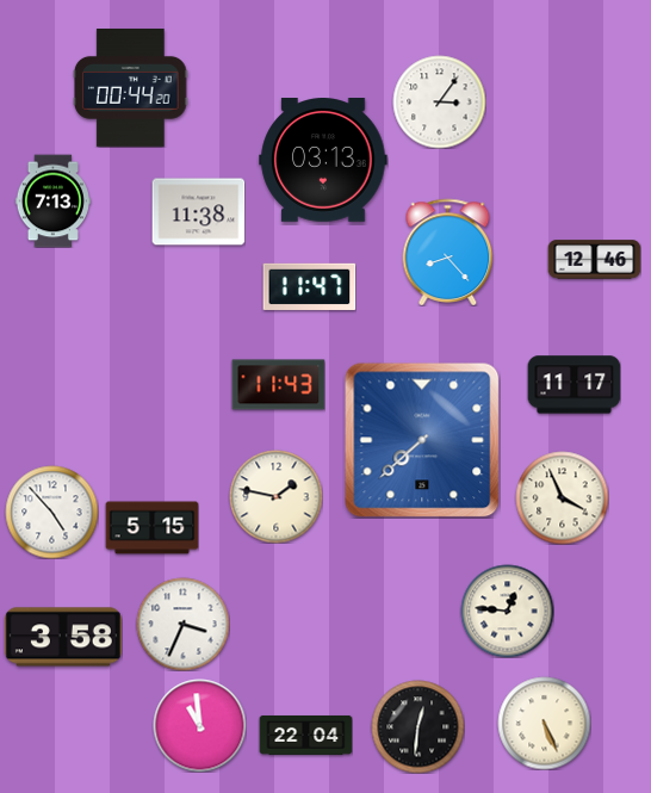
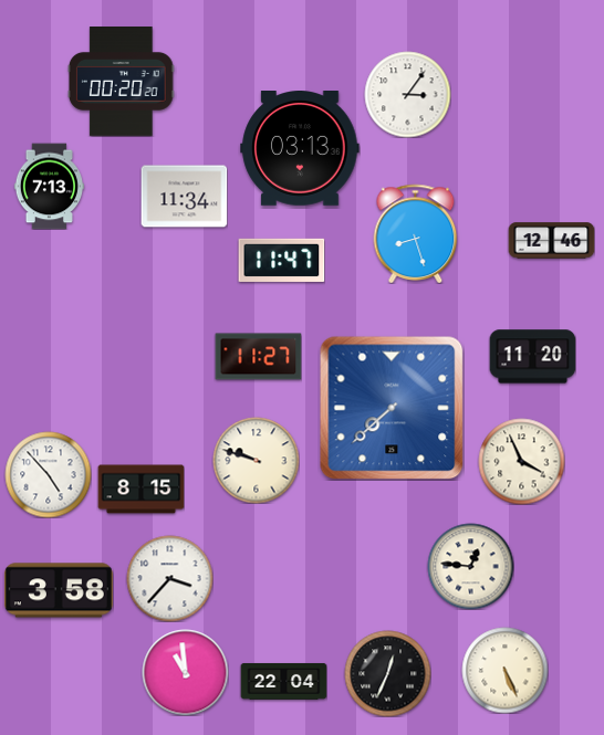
clock at (130, 88): 00:44 -> 00:20
clock at (198, 212): 11:38 -> 11:34
clock at (448, 252): 8:23 -> 8:27
clock at (309, 286) position: (309, 286) -> (281, 260)
clock at (278, 385): 11:43 -> 11:27
clock at (573, 385): 11:17 -> 11:20
clock at (275, 496): 1:47 -> 9:48
clock at (151, 528): 5:15 -> 8:15
clock at (182, 624): 3:34 -> 3:37
clock at (417, 726): 12:31 -> 12:34
